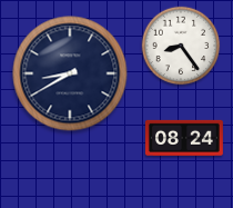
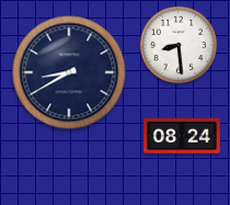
clock at (181, 46): 8:24 -> 8:29
